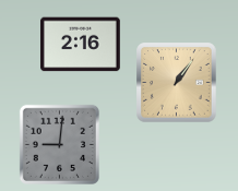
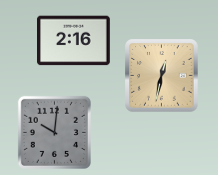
clock at (177, 83): 1:06 -> 12:32
clock at (59, 144): 9:01 -> 10:01
